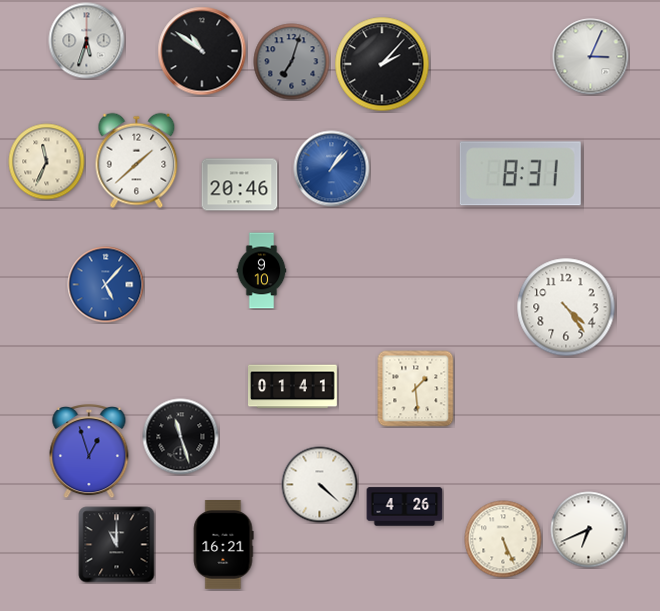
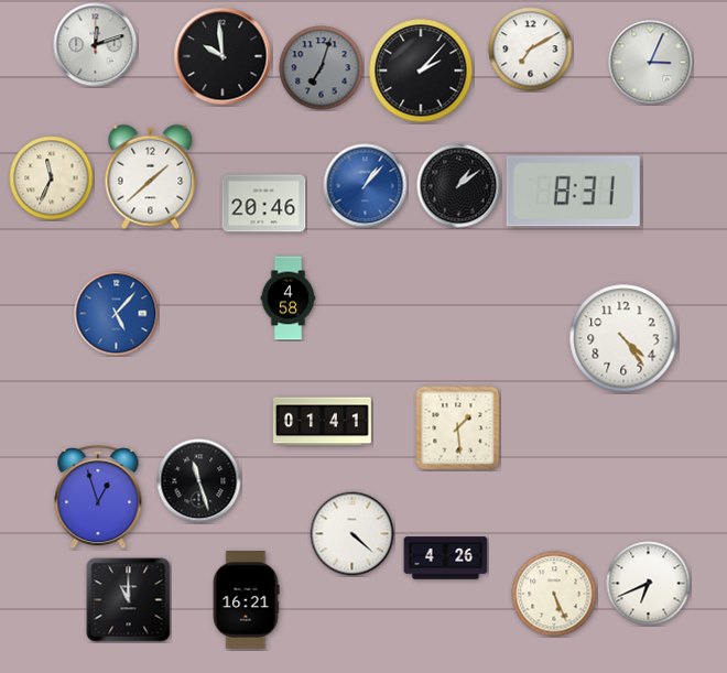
clock at (87, 41): 5:33 -> 12:12
clock at (531, 50): none -> 7:10
clock at (202, 51): 10:51 -> 9:59
clock at (459, 186): none -> 1:09
clock at (262, 271): 9:10 -> 4:58
clock at (293, 387) position: (293, 387) -> (323, 422)
